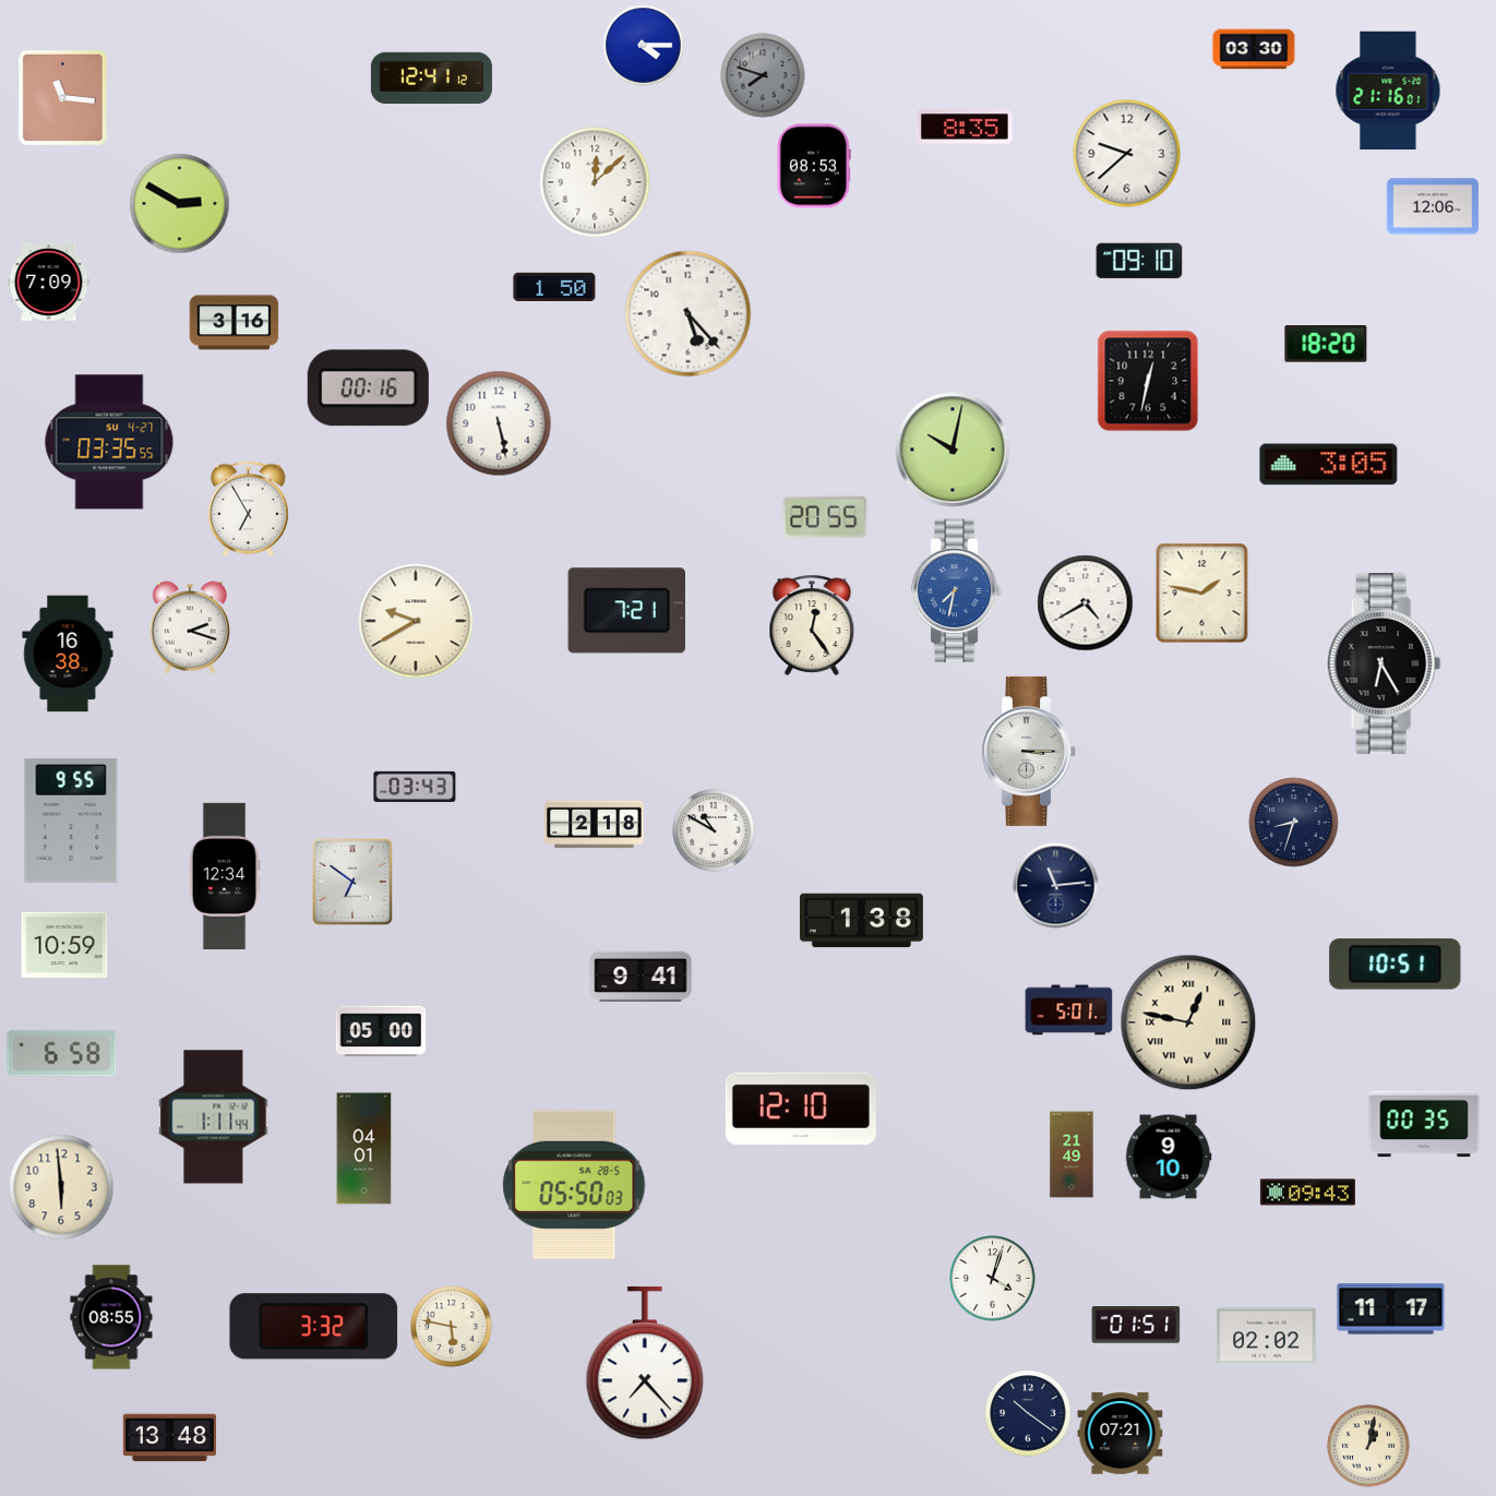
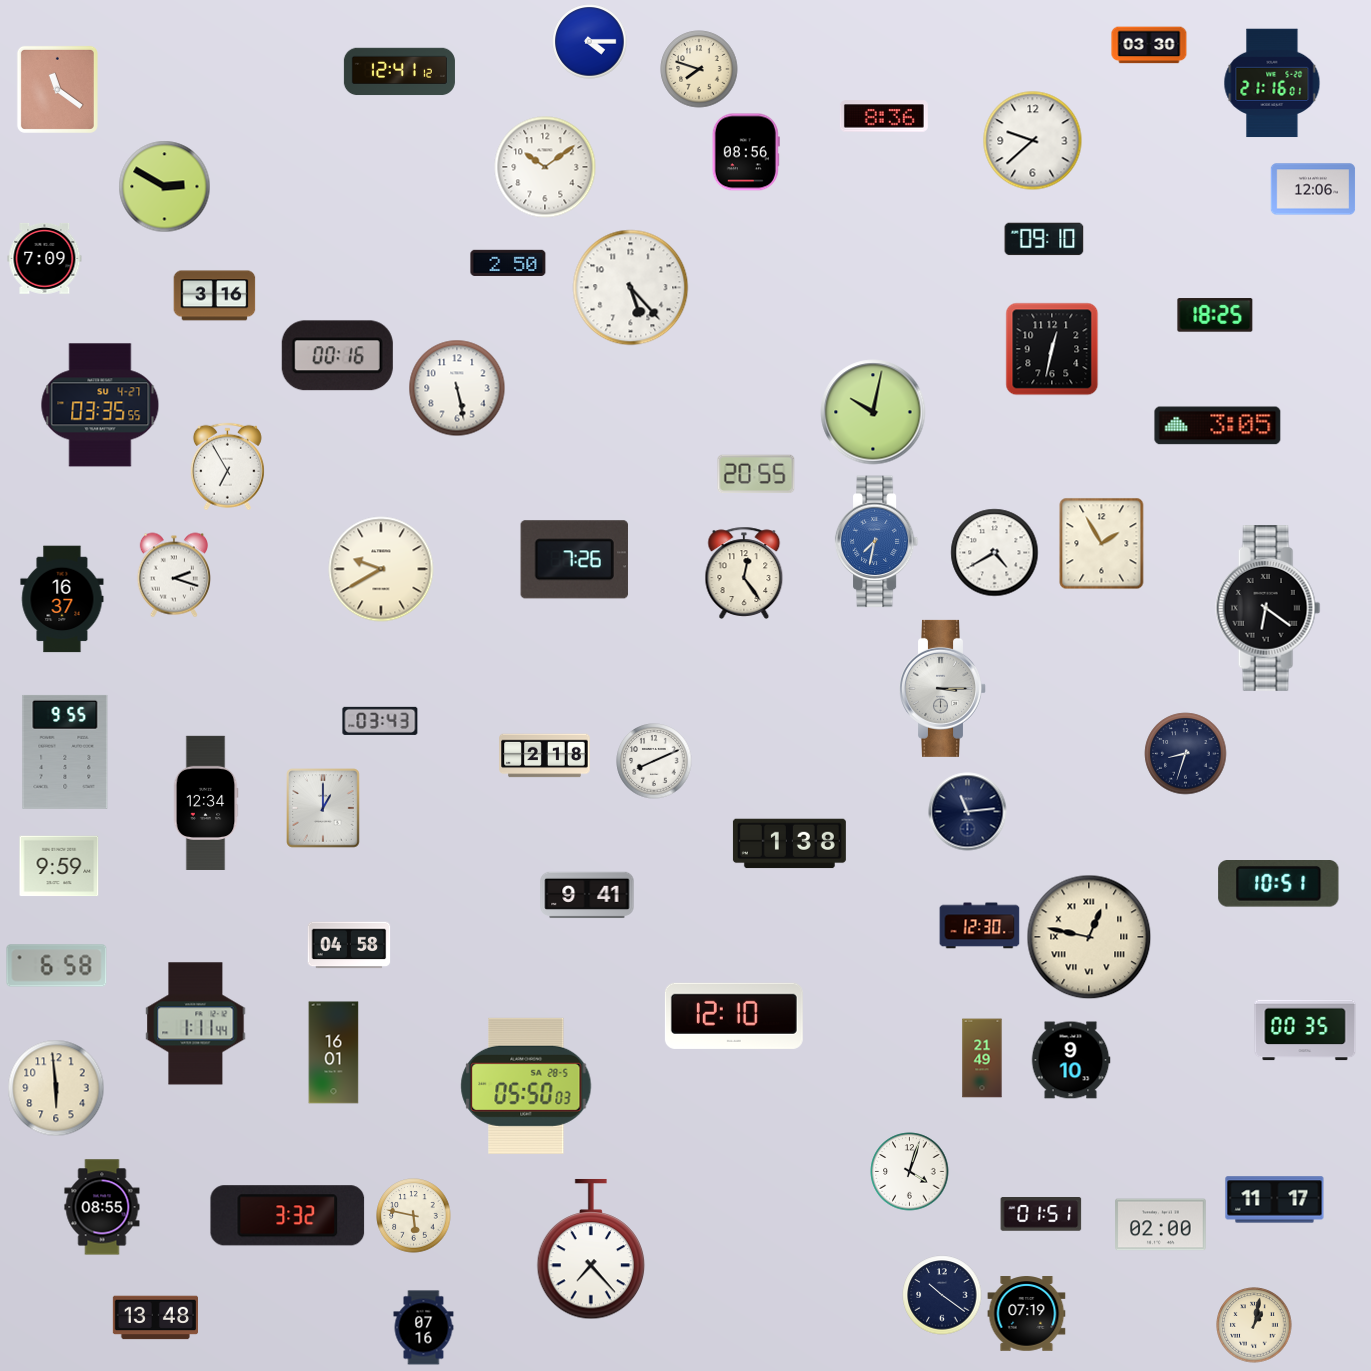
clock at (763, 75) dial: grey -> cream
clock at (431, 79) position: (431, 79) -> (399, 72)
clock at (62, 97): 11:16 -> 11:21
clock at (965, 127): 8:35 -> 8:36
clock at (814, 166): 08:53 -> 08:56
clock at (595, 182): 12:08 -> 10:09
clock at (554, 287): 1:50 -> 2:50
clock at (1326, 344): 18:20 -> 18:25
clock at (1202, 594): 1:47 -> 1:55
clock at (626, 611): 7:21 -> 7:26
clock at (68, 654): 16:38 -> 16:37
clock at (1384, 665): 6:25 -> 6:21
clock at (714, 830): 10:50 -> 8:11
clock at (354, 882): 6:51 -> 1:00
clock at (64, 945): 10:59 -> 9:59
clock at (1069, 1010): 5:01 -> 12:30
clock at (381, 1031): 05:00 -> 04:58
clock at (364, 1149): 04:01 -> 16:01
clock at (1307, 1193): 09:43 -> none
clock at (1267, 1337): 02:02 -> 02:00
clock at (1121, 1434): 07:21 -> 07:19
clock at (424, 1328): none -> 07:16
